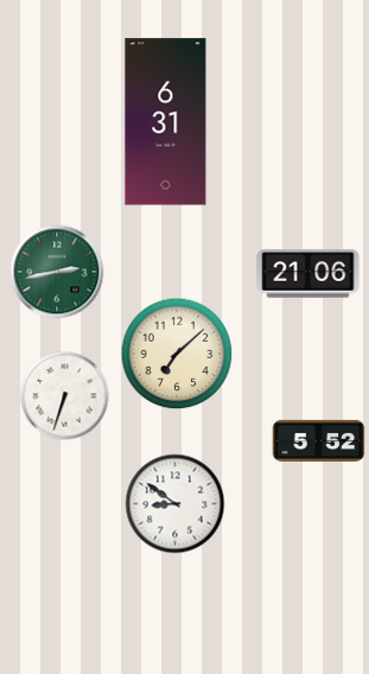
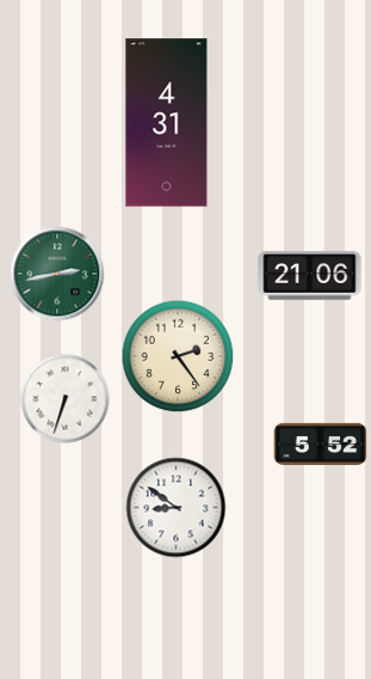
clock at (166, 122): 6:31 -> 4:31
clock at (177, 354): 7:08 -> 2:24
